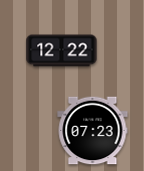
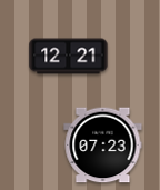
clock at (62, 51): 12:22 -> 12:21
